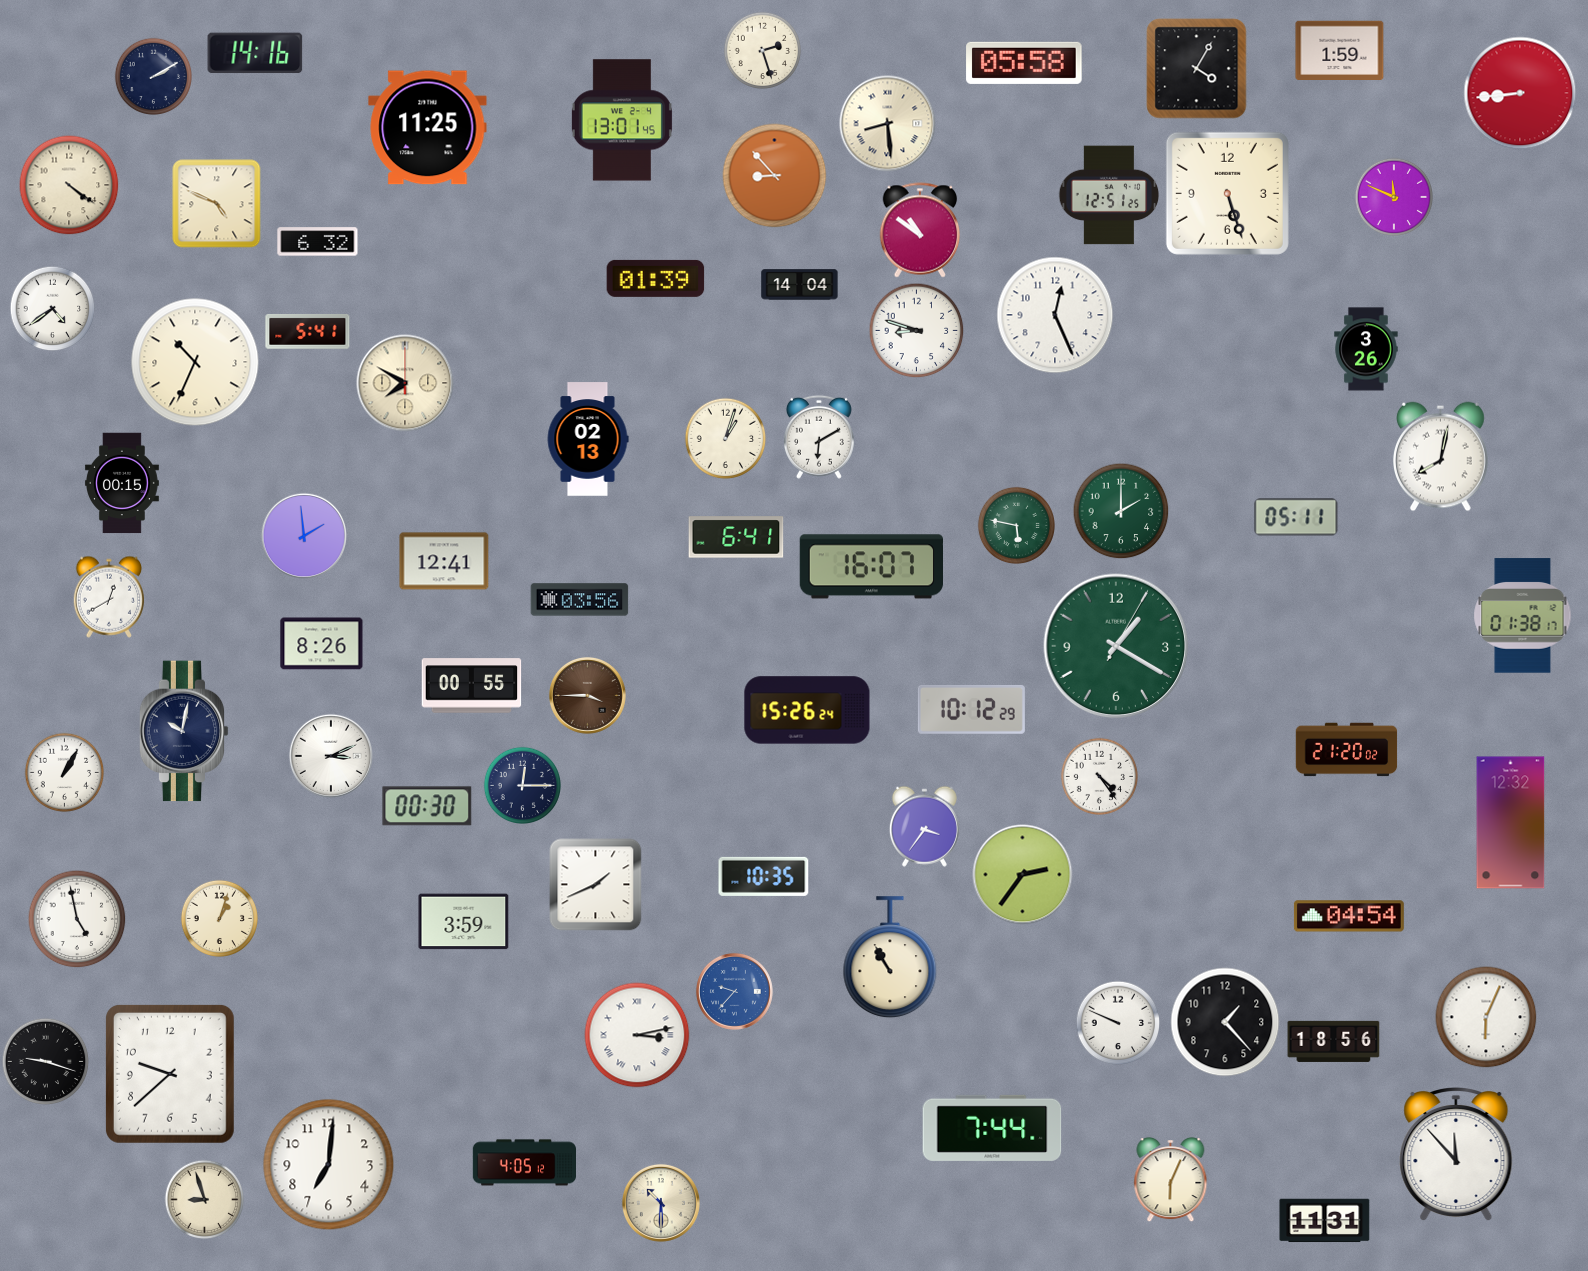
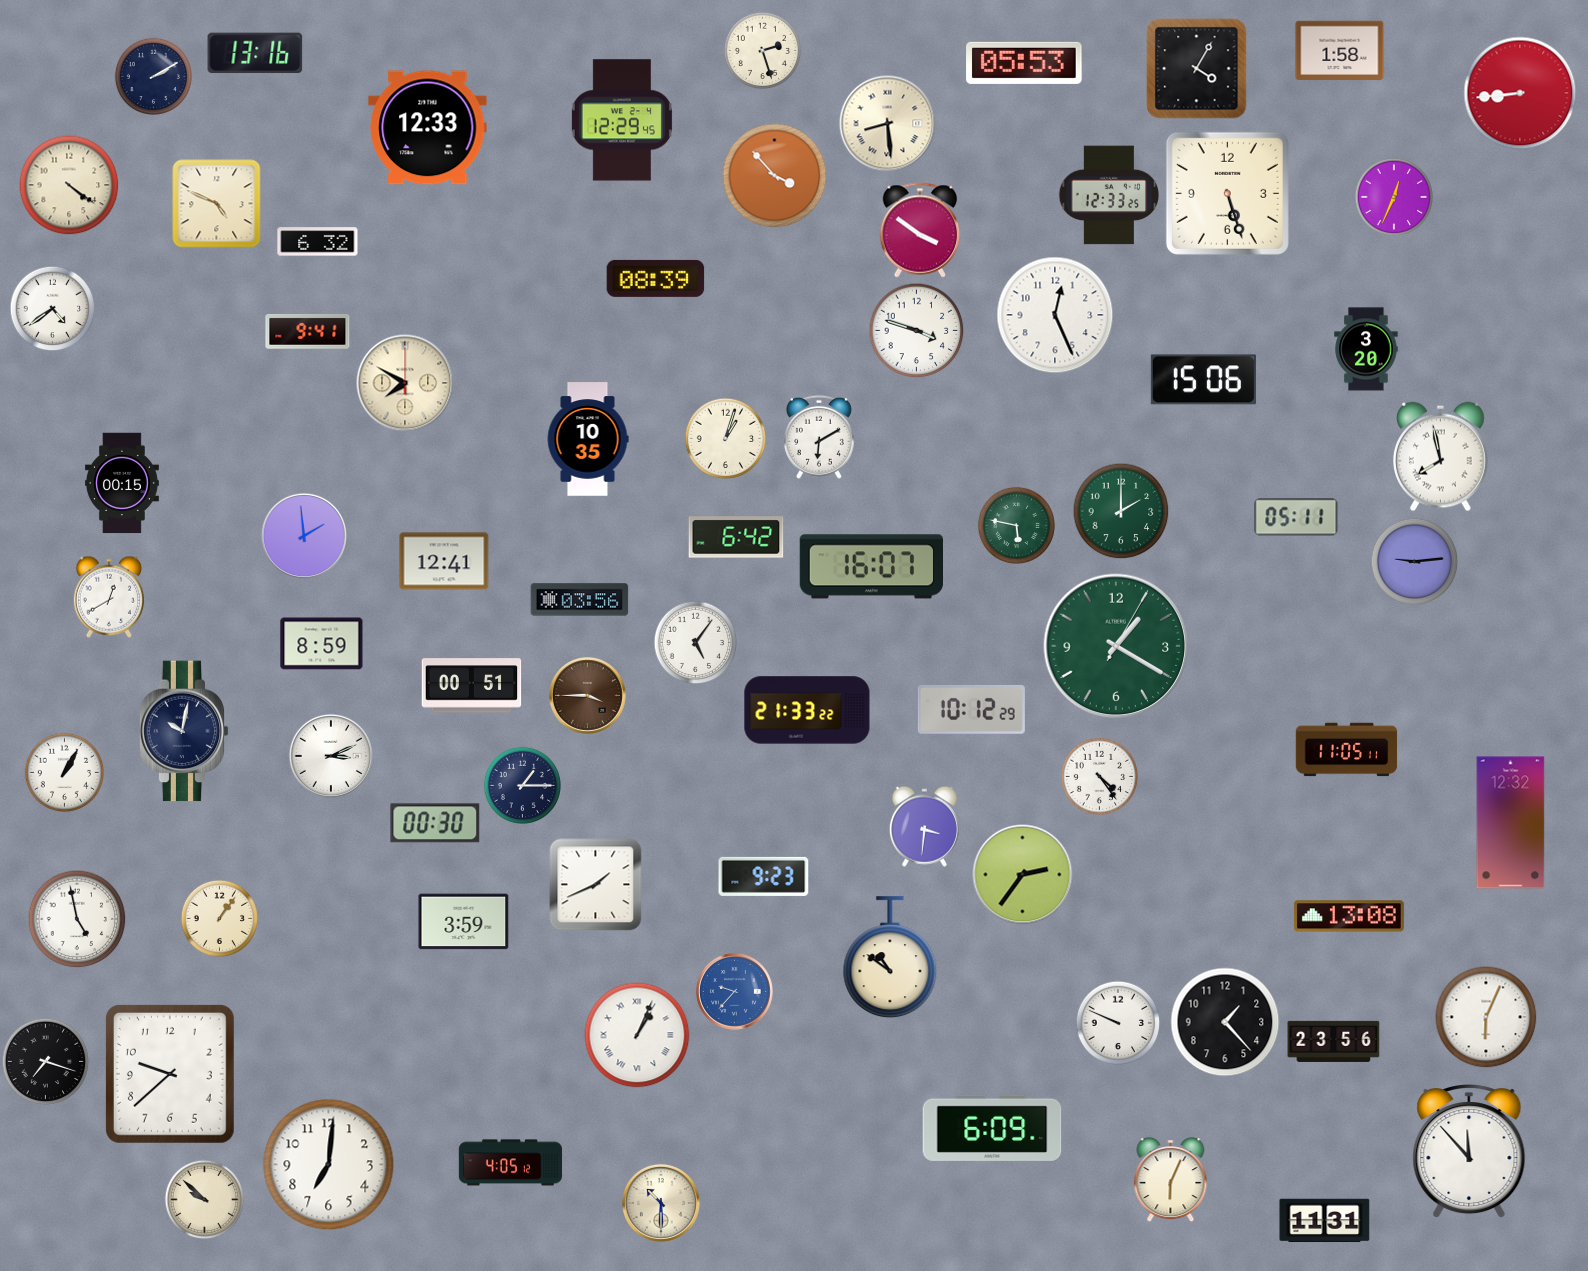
clock at (1340, 50): 1:59 -> 1:58
clock at (255, 53): 14:16 -> 13:16
clock at (1024, 63): 05:58 -> 05:53
clock at (622, 120): 13:01 -> 12:29
clock at (428, 128): 11:25 -> 12:33
clock at (775, 176): 8:53 -> 3:53
clock at (1109, 195): 12:51 -> 12:33
clock at (1393, 196): 11:49 -> 12:34
clock at (920, 230): 10:51 -> 3:51
clock at (656, 278): 01:39 -> 08:39
clock at (800, 285): 14:04 -> none
clock at (916, 330): 8:48 -> 3:48
clock at (308, 332): 5:41 -> 9:41
clock at (1366, 349): 3:26 -> 3:20
clock at (195, 362): 10:34 -> none
clock at (1203, 380): none -> 15:06
clock at (588, 439): 02:13 -> 10:35
clock at (1441, 457): 8:02 -> 7:58
clock at (736, 537): 6:41 -> 6:42
clock at (1414, 561): none -> 9:14
clock at (1523, 616): 01:38 -> none
clock at (695, 642): none -> 5:06
clock at (322, 644): 8:26 -> 8:59
clock at (472, 686): 00:55 -> 00:51
clock at (807, 710): 15:26 -> 21:33
clock at (1347, 750): 21:20 -> 11:05
clock at (522, 785): 12:15 -> 1:15
clock at (427, 806) position: (427, 806) -> (435, 823)
clock at (924, 826): 3:36 -> 3:31
clock at (764, 876): 10:35 -> 9:23
clock at (1349, 916): 04:54 -> 13:08
clock at (219, 918): 1:03 -> 1:06
clock at (890, 958): 10:55 -> 10:51
clock at (637, 1035): 3:13 -> 1:04
clock at (1334, 1041): 18:56 -> 23:56
clock at (45, 1061): 9:18 -> 7:18
clock at (992, 1128): 7:44 -> 6:09
clock at (1456, 1155) position: (1456, 1155) -> (1469, 1152)
clock at (524, 1163) position: (524, 1163) -> (510, 1163)
clock at (204, 1199): 8:57 -> 9:52
